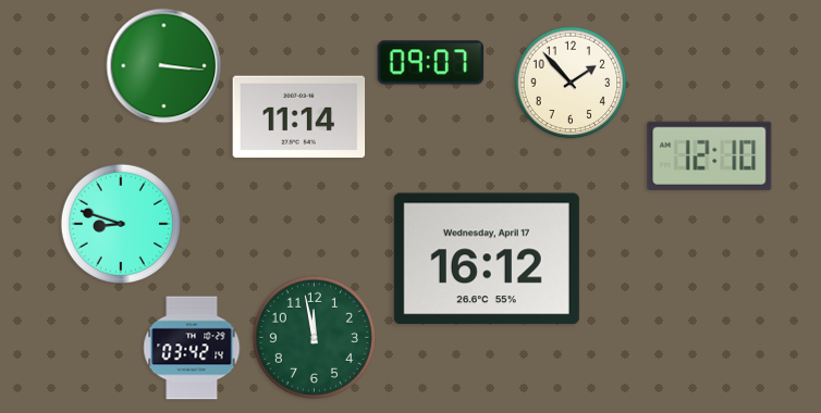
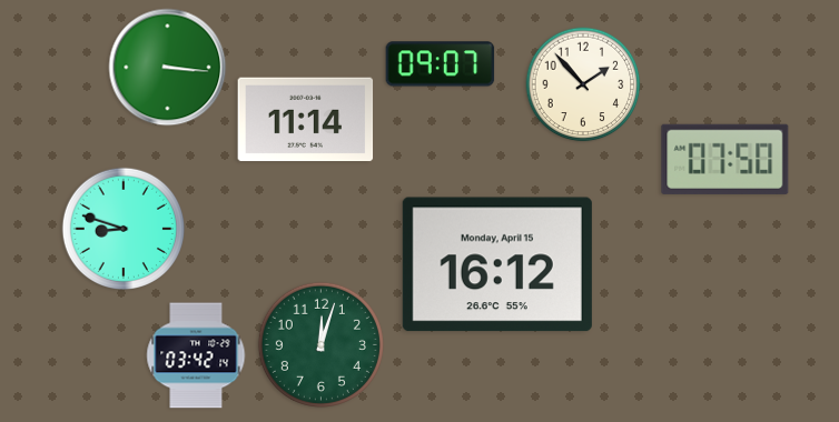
clock at (710, 155): 12:10 -> 07:50
clock at (487, 259) date: Wednesday, April 17 -> Monday, April 15
clock at (314, 337): 11:58 -> 12:03
